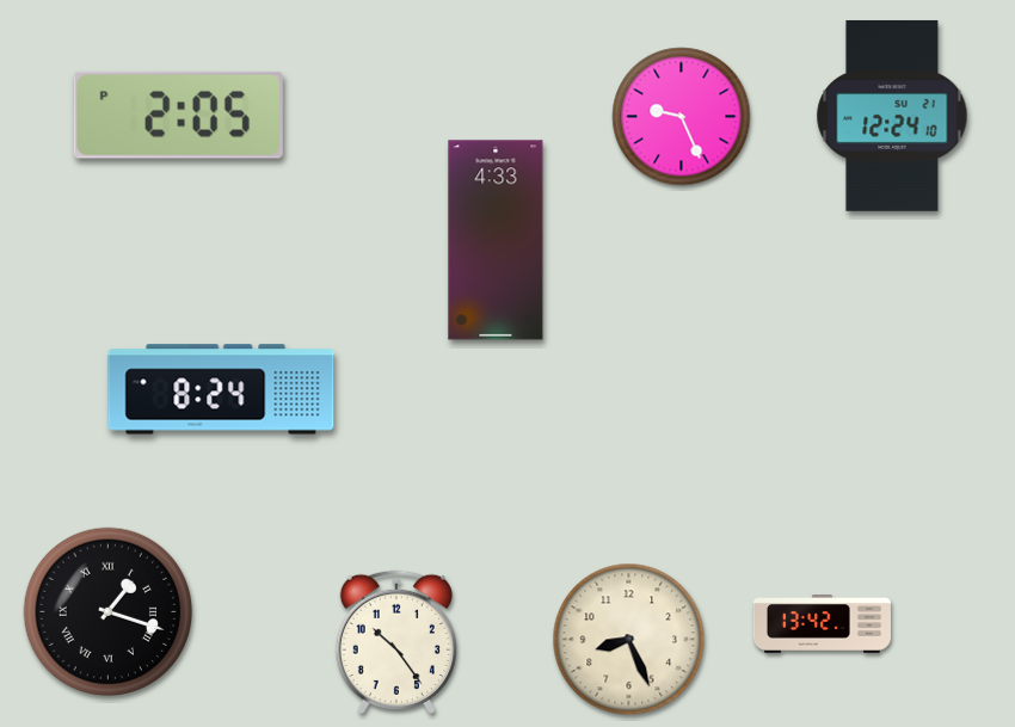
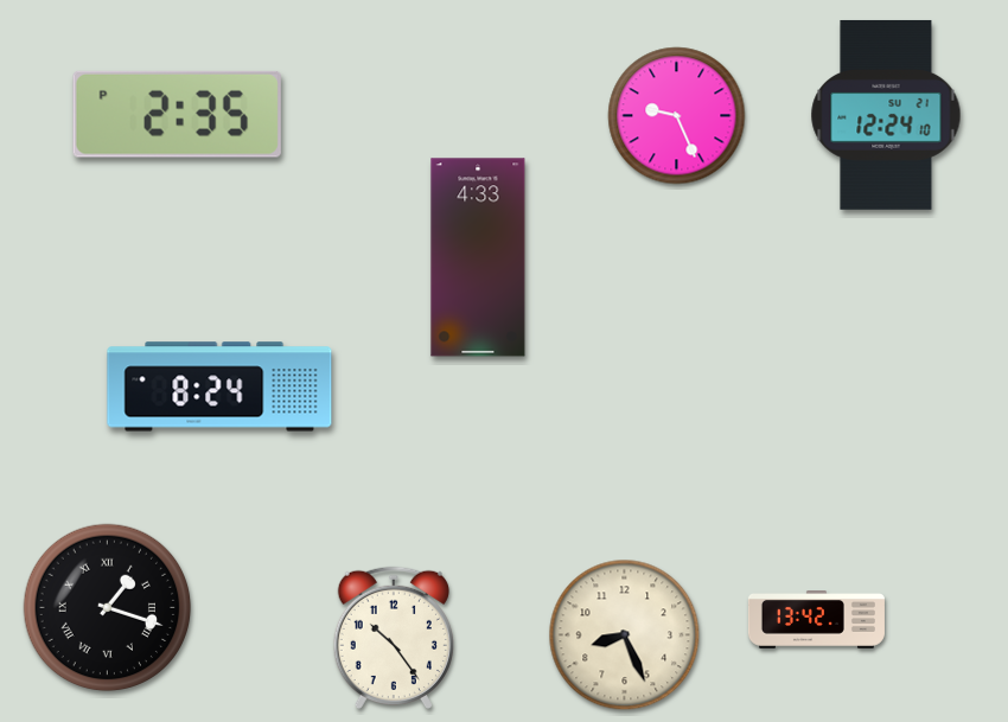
clock at (178, 115): 2:05 -> 2:35
clock at (496, 240) position: (496, 240) -> (478, 257)
